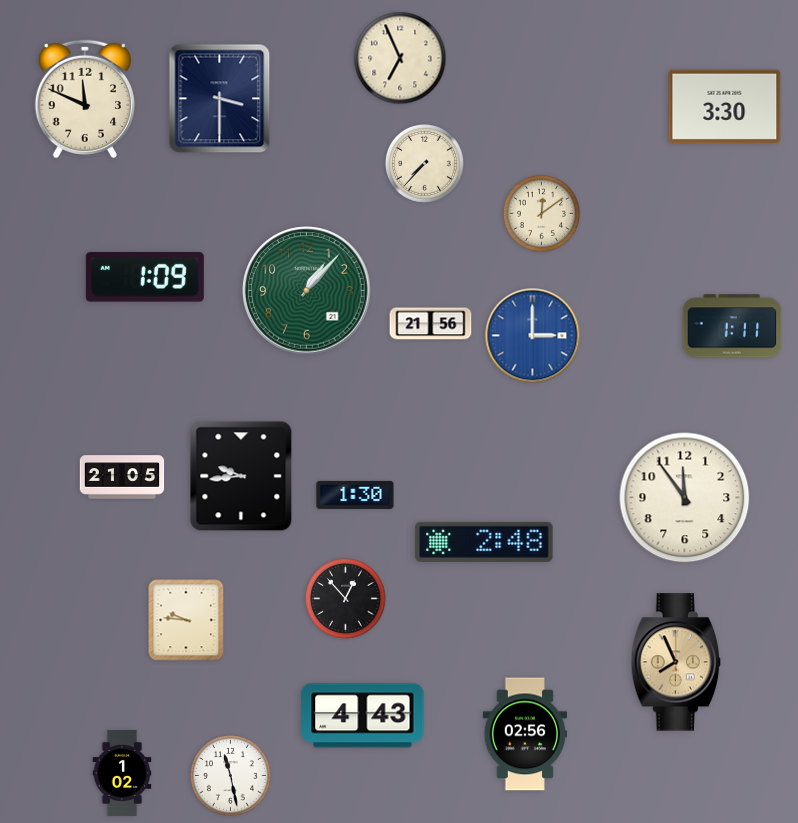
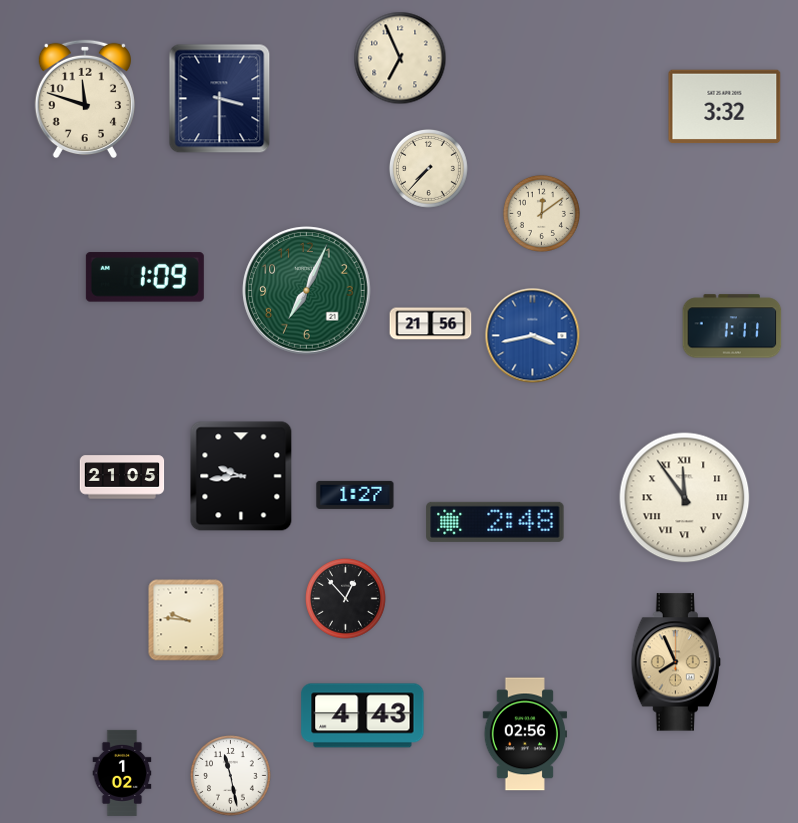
clock at (85, 99): 11:49 -> 11:48
clock at (725, 107): 3:30 -> 3:32
clock at (424, 163) position: (424, 163) -> (428, 168)
clock at (307, 291): 1:07 -> 7:04
clock at (533, 336): 3:00 -> 3:43
clock at (355, 495): 1:30 -> 1:27
clock at (685, 498) numerals: Arabic -> Roman
clock at (484, 542) position: (484, 542) -> (495, 522)
